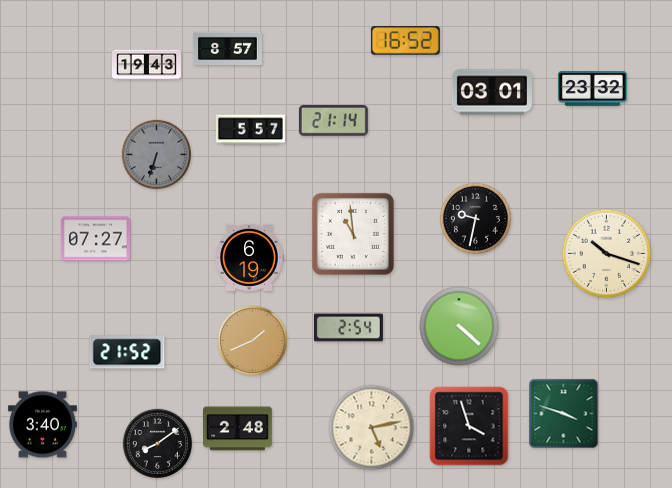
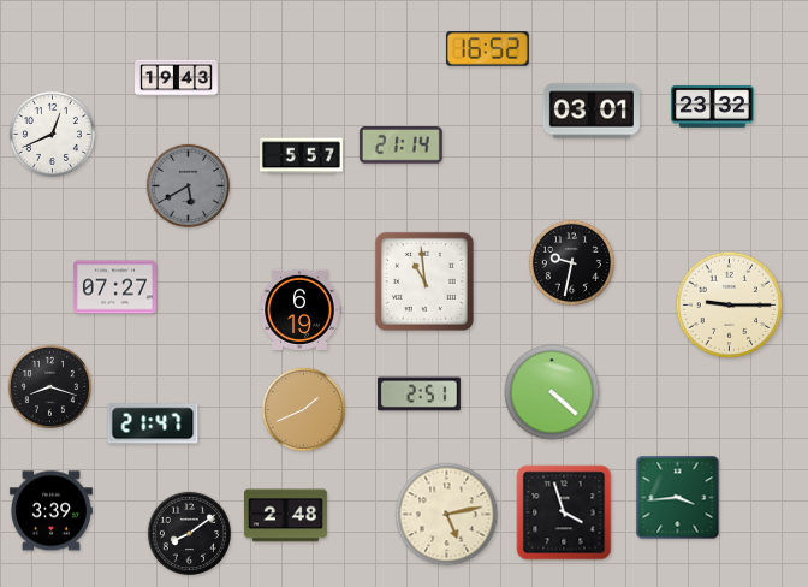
clock at (227, 48): 8:57 -> none
clock at (52, 134): none -> 12:41
clock at (157, 155): 6:33 -> 5:40
clock at (607, 254): 10:18 -> 9:15
clock at (50, 387): none -> 8:18
clock at (348, 328): 2:54 -> 2:51
clock at (127, 352): 21:52 -> 21:47
clock at (564, 414): 3:48 -> 3:44
clock at (42, 425): 3:40 -> 3:39
